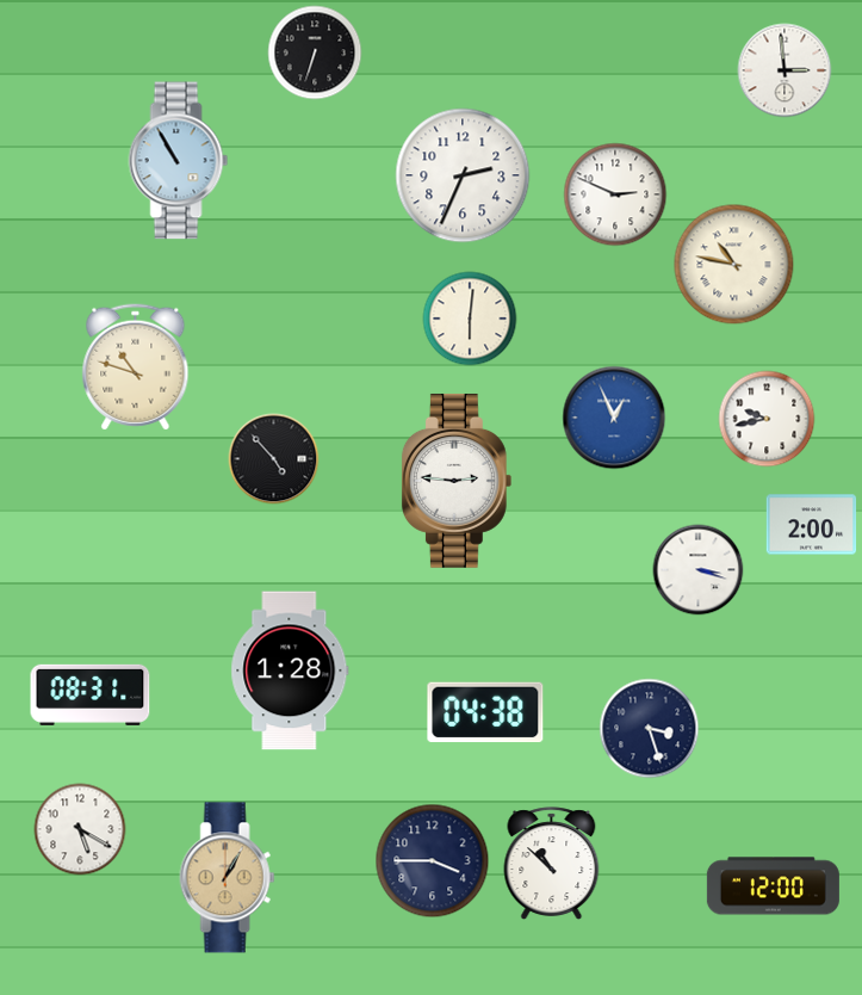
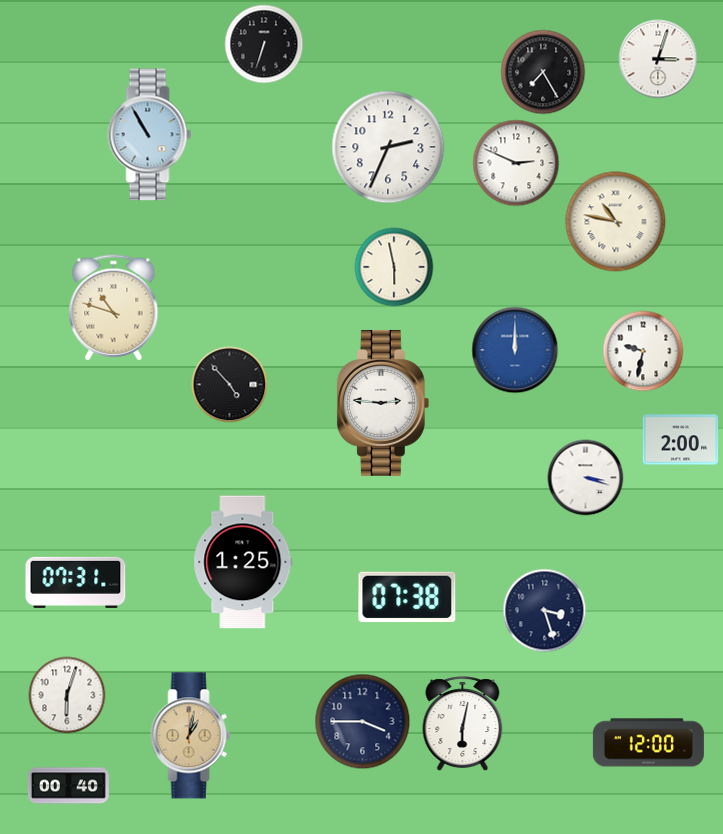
clock at (785, 70): 2:59 -> 3:03
clock at (543, 72): none -> 7:25
clock at (470, 319): 6:01 -> 5:58
clock at (614, 418): 12:56 -> 12:00
clock at (767, 419): 9:43 -> 9:32
clock at (290, 670): 1:28 -> 1:25
clock at (91, 694): 08:31 -> 07:31
clock at (485, 712): 04:38 -> 07:38
clock at (80, 829): 5:20 -> 6:03
clock at (552, 864): 10:52 -> 6:02
clock at (228, 878): 1:05 -> 1:02
clock at (68, 786): none -> 00:40
